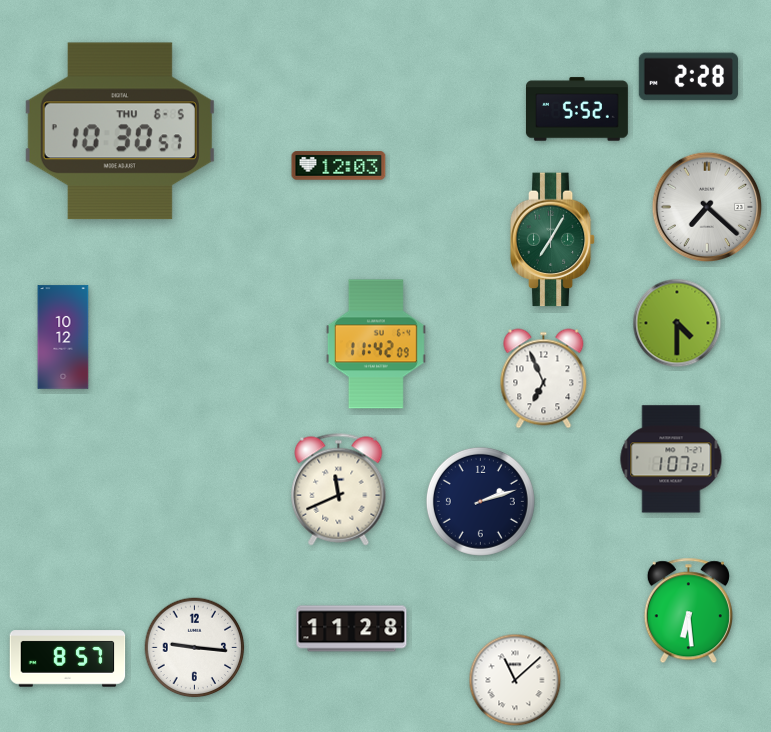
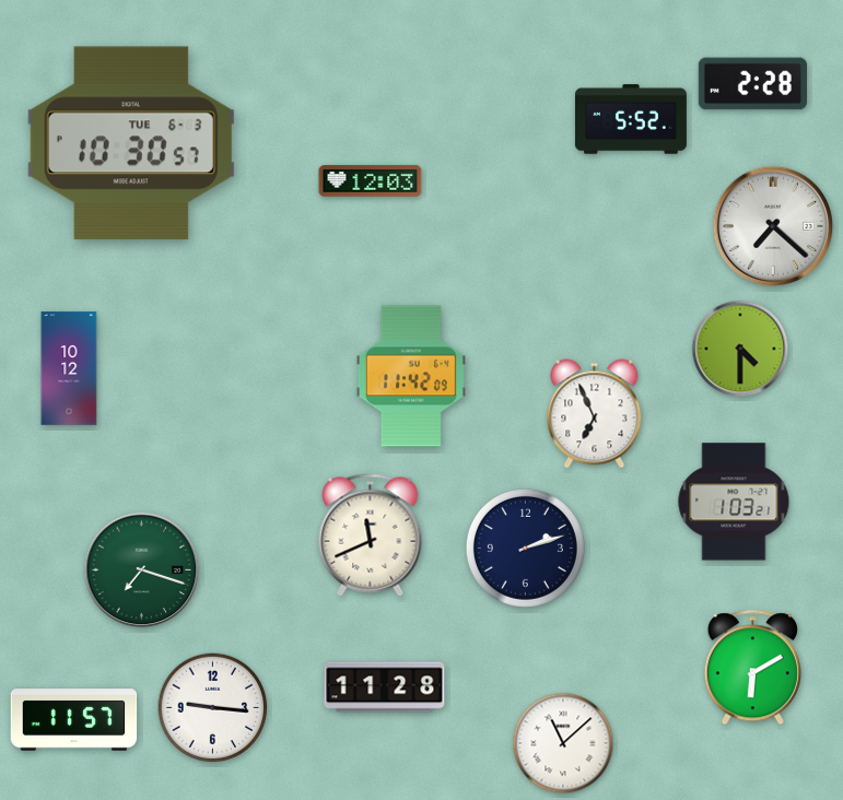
clock at (120, 131) date: THU 6-5 -> TUE 6-3
clock at (553, 240): 7:05 -> none
clock at (677, 323) position: (677, 323) -> (740, 349)
clock at (671, 459): 1:07 -> 1:03
clock at (142, 570): none -> 7:18
clock at (688, 611): 6:29 -> 6:10
clock at (68, 659): 8:57 -> 11:57
